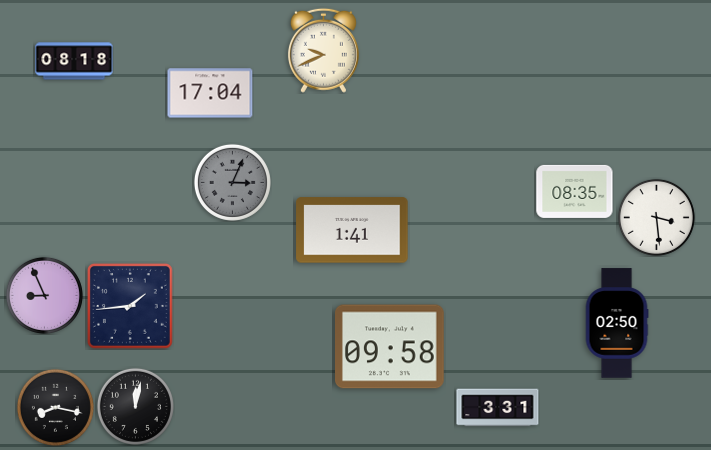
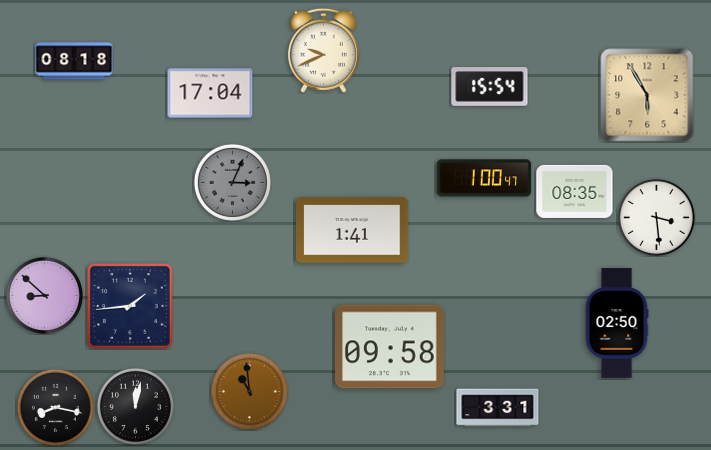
clock at (490, 87): none -> 15:54
clock at (647, 95): none -> 5:55
clock at (484, 178): none -> 1:00
clock at (44, 295): 8:56 -> 8:52
clock at (249, 391): none -> 10:59
